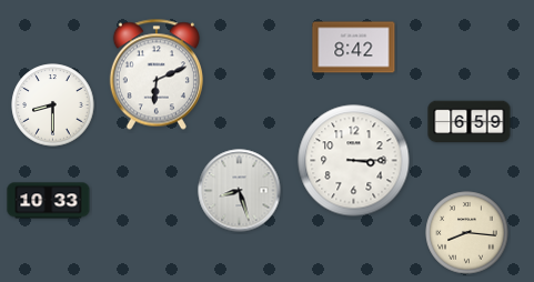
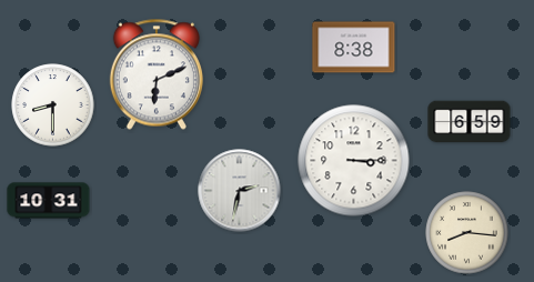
clock at (354, 48): 8:42 -> 8:38
clock at (240, 191): 8:27 -> 2:32
clock at (49, 201): 10:33 -> 10:31
